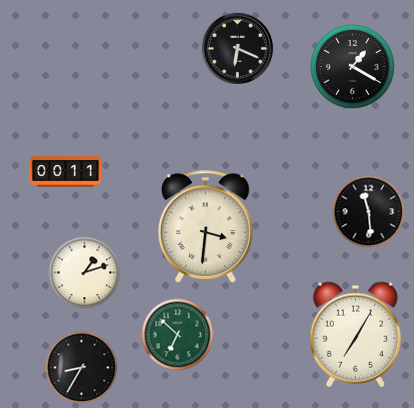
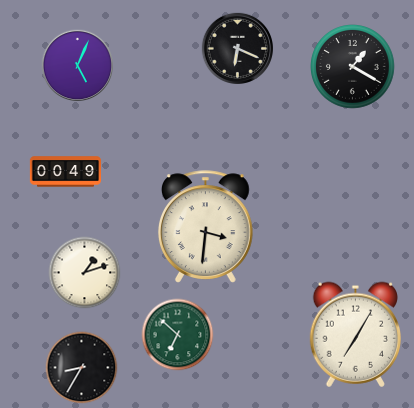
clock at (77, 65): none -> 5:04
clock at (65, 172): 00:11 -> 00:49
clock at (369, 212): 11:29 -> none
